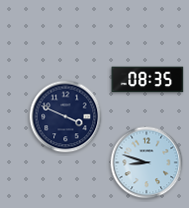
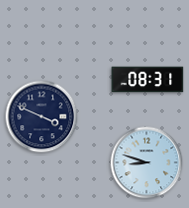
clock at (148, 80): 08:35 -> 08:31
clock at (66, 117) position: (66, 117) -> (42, 117)
